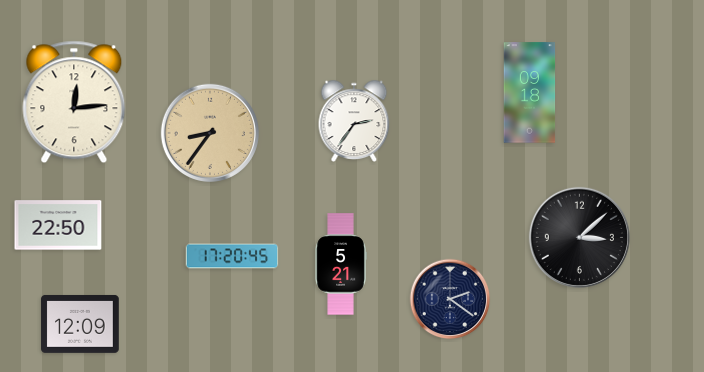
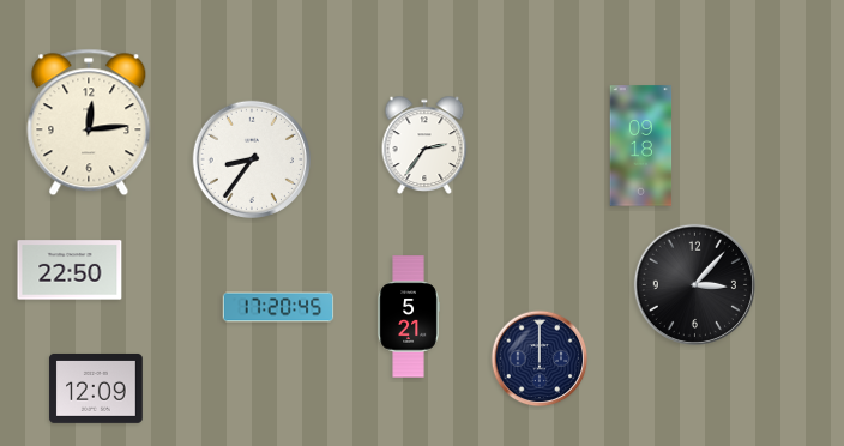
clock at (530, 93) position: (530, 93) -> (641, 146)
clock at (210, 133) dial: champagne -> white
clock at (579, 237): 3:08 -> 3:07
clock at (450, 299): 2:21 -> 12:00
